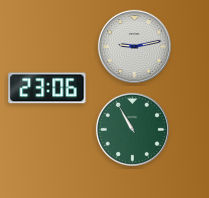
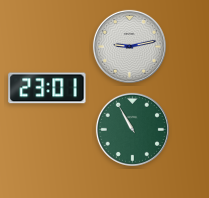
clock at (134, 46) position: (134, 46) -> (129, 46)
clock at (47, 88): 23:06 -> 23:01
